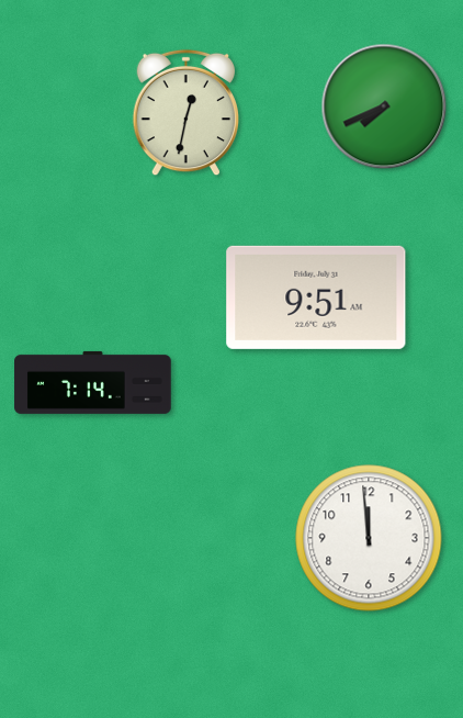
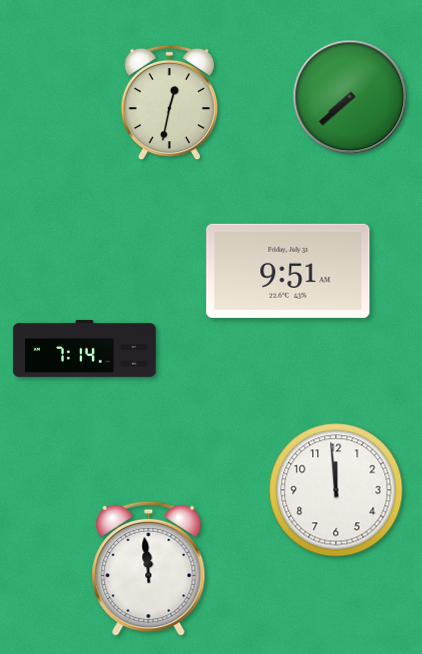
clock at (384, 106): 7:41 -> 7:38
clock at (149, 569): none -> 11:59
